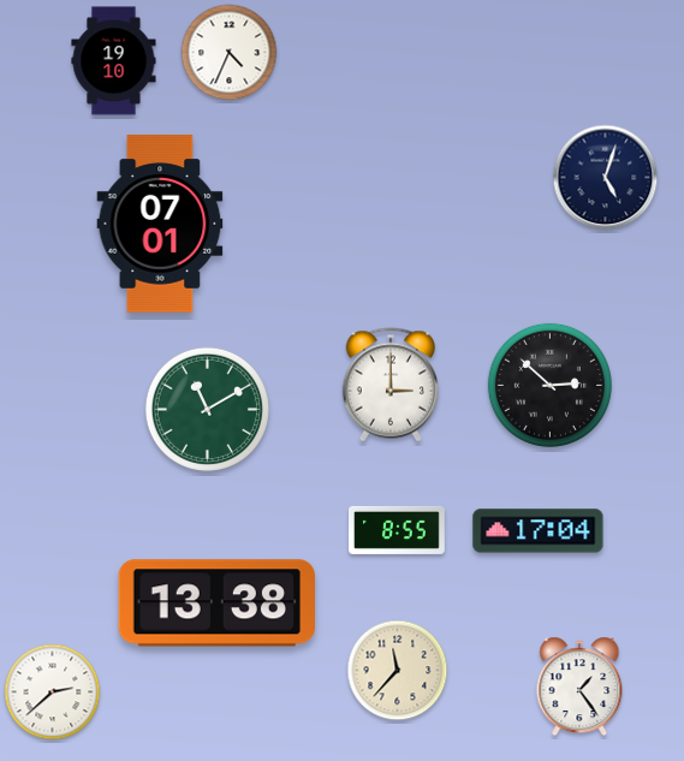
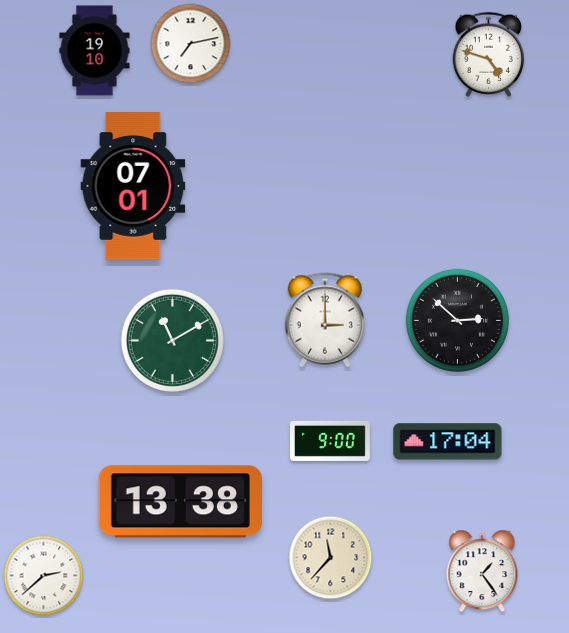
clock at (230, 53): 4:34 -> 7:13
clock at (489, 54): none -> 4:48
clock at (606, 178): 5:03 -> none
clock at (397, 530): 8:55 -> 9:00
